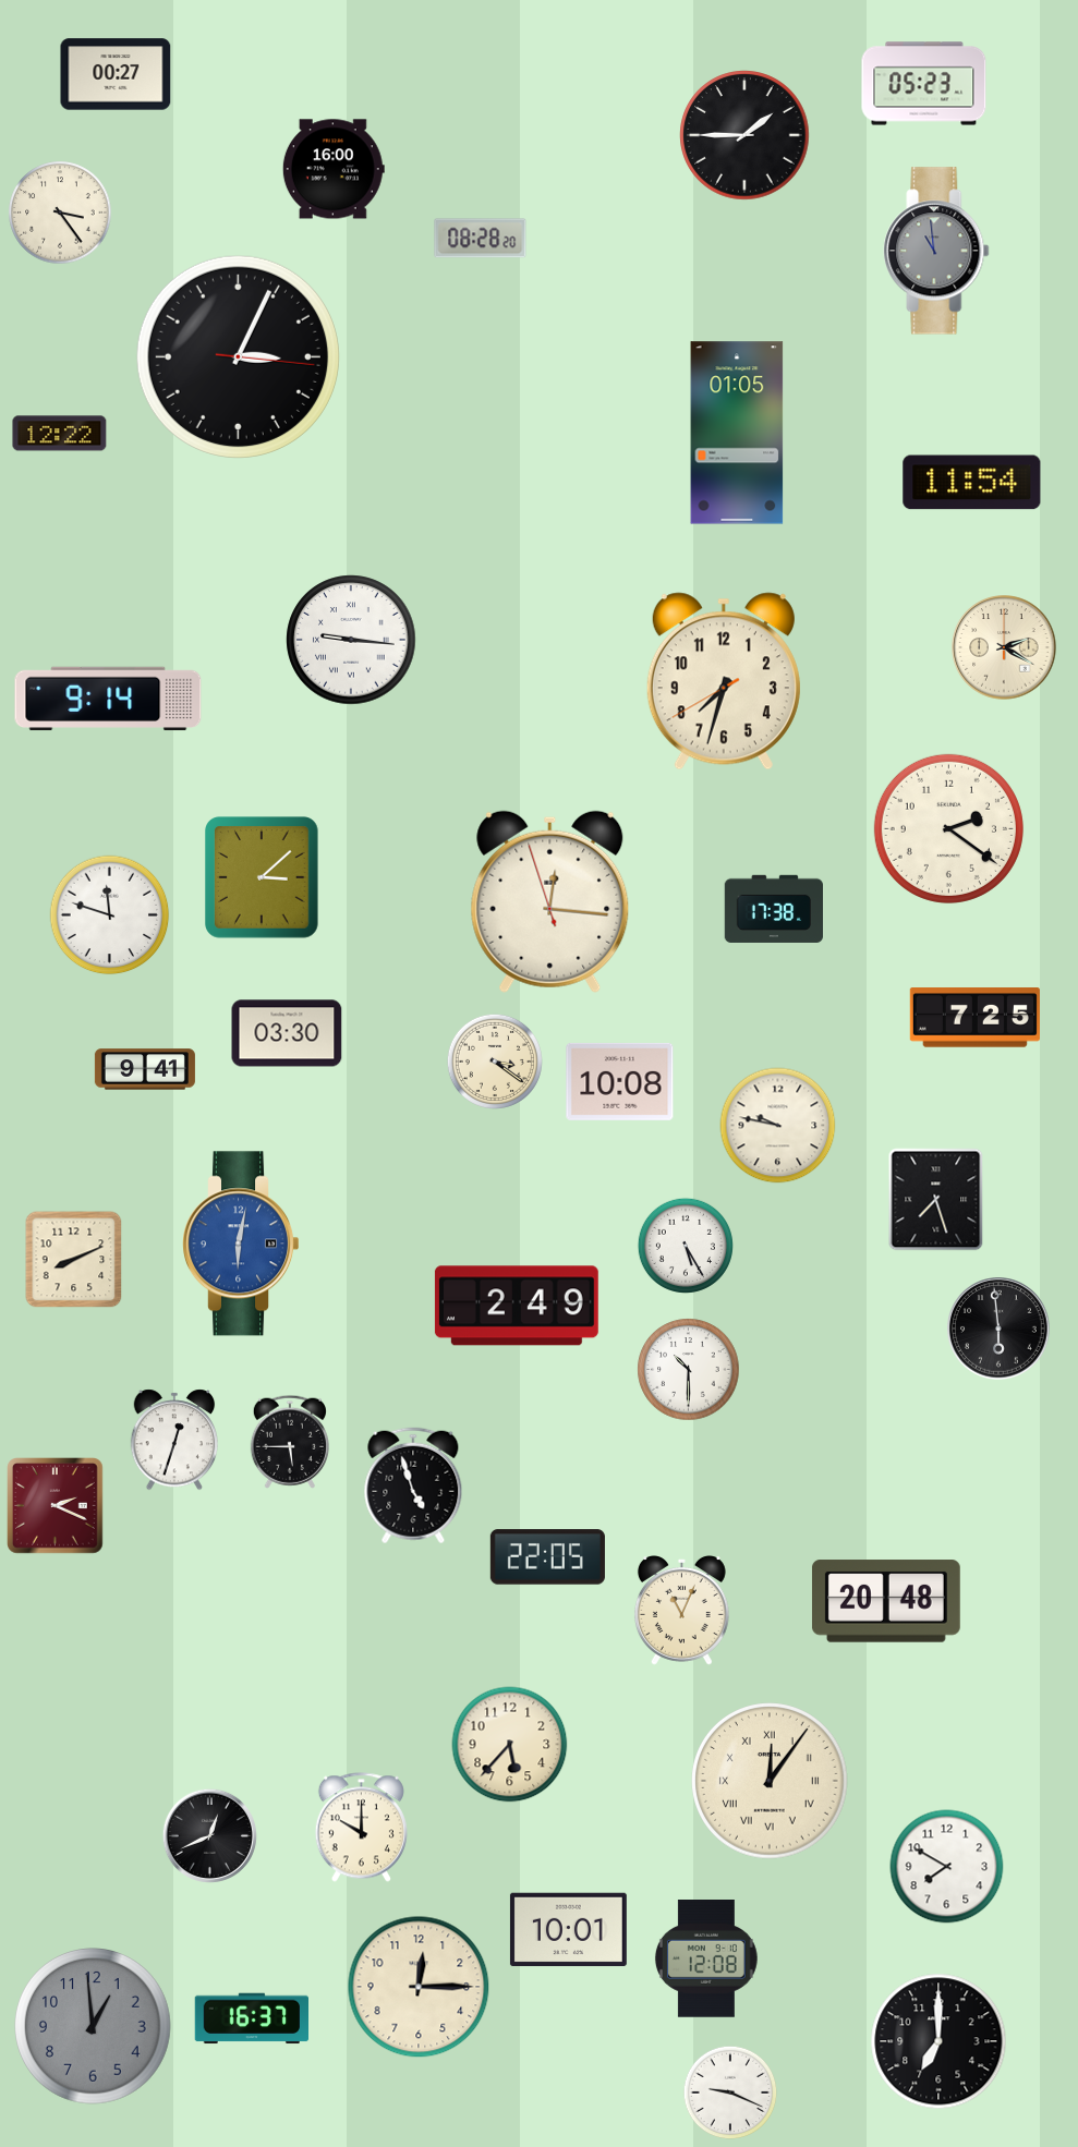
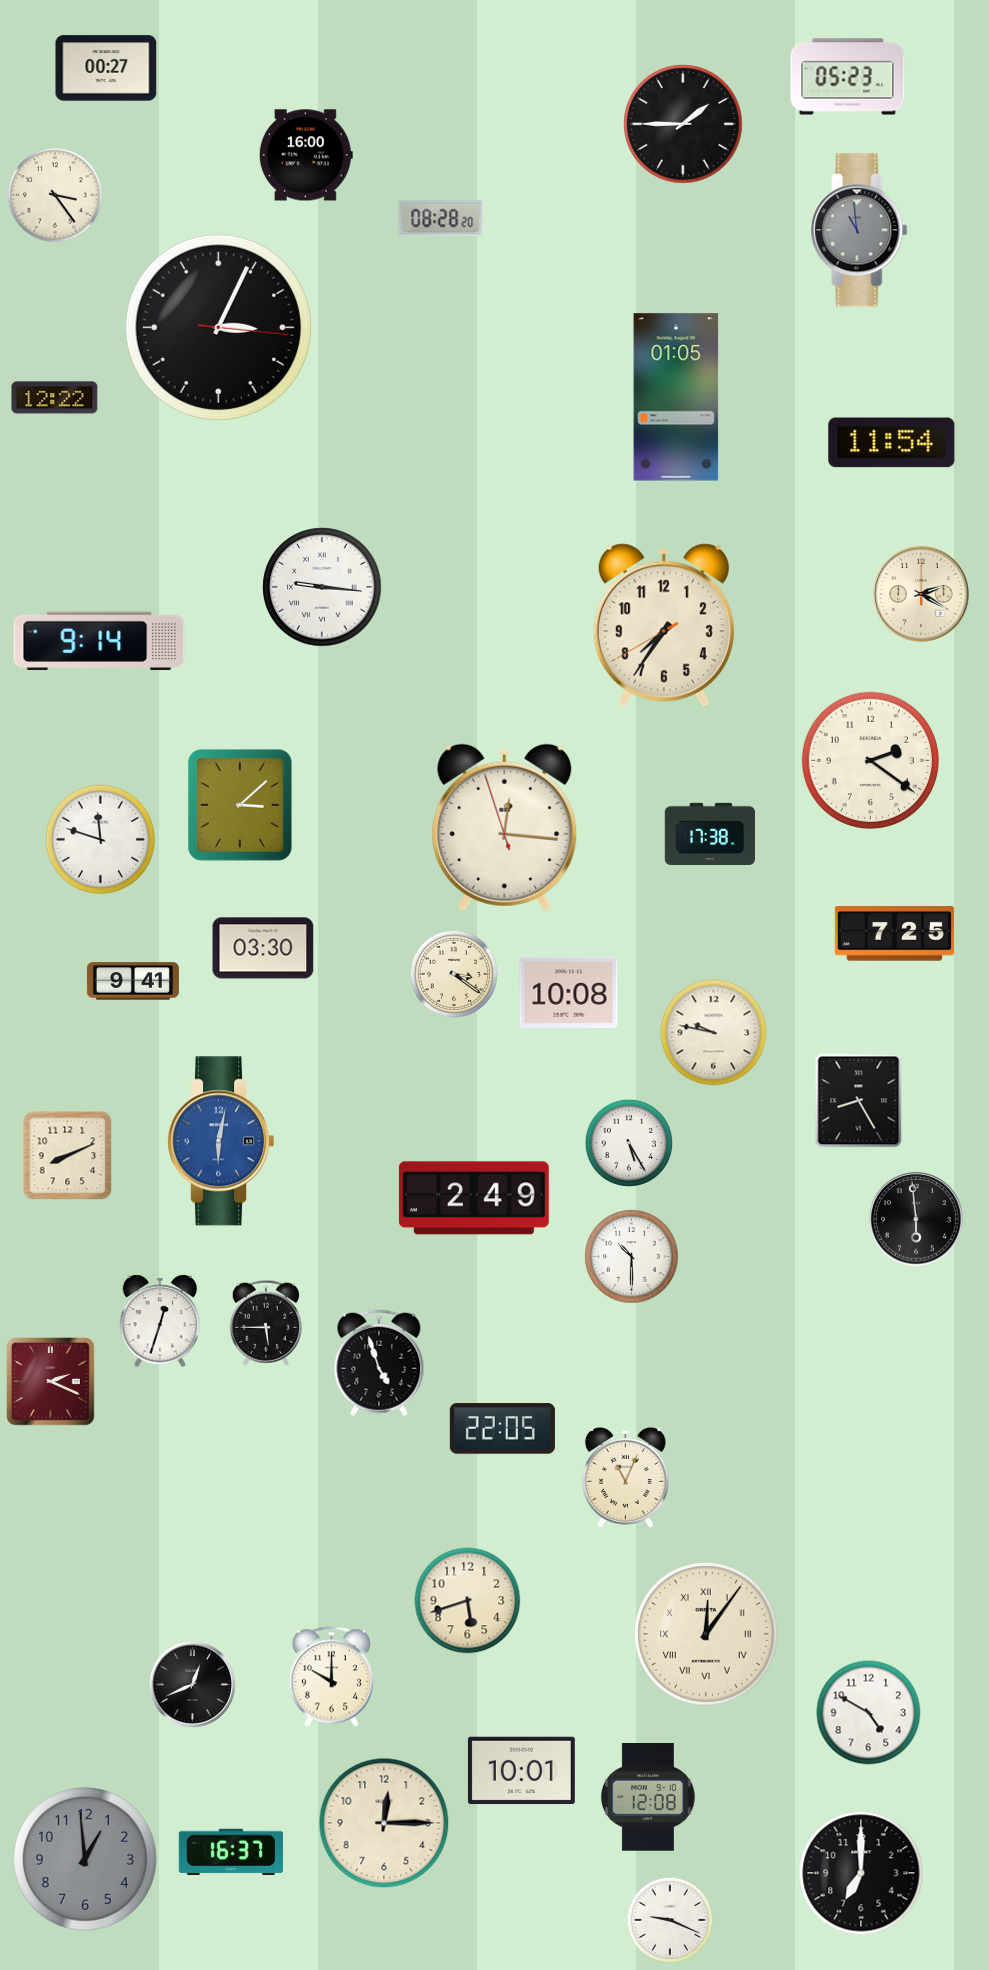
clock at (724, 681): 7:32 -> 7:35
clock at (936, 1200): 7:27 -> 8:25
clock at (886, 1601): 20:48 -> none
clock at (510, 1745): 5:37 -> 5:42
clock at (947, 1867): 7:50 -> 4:50
